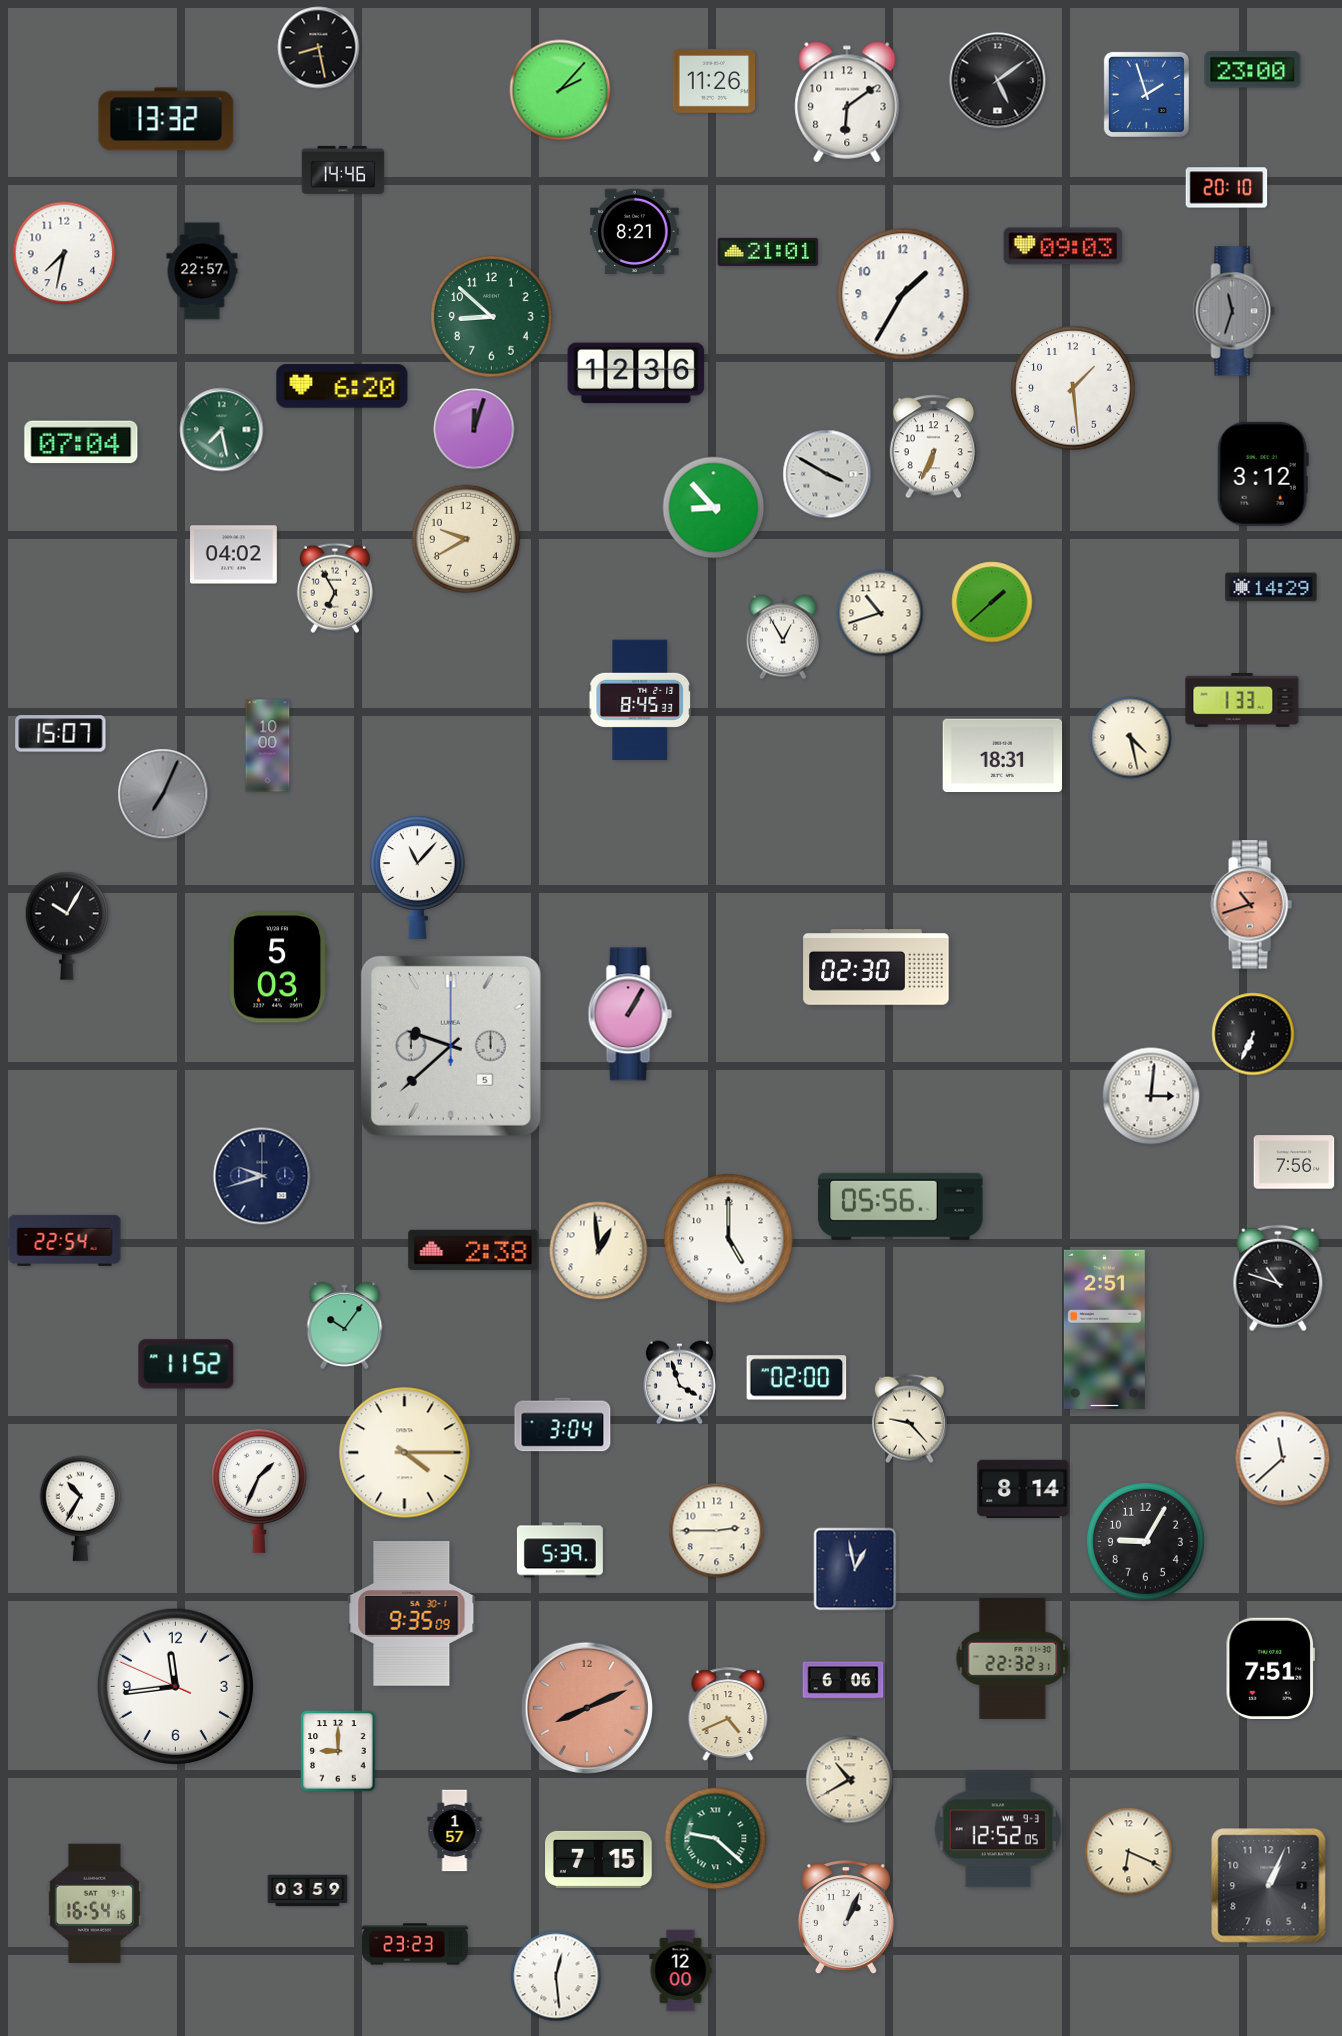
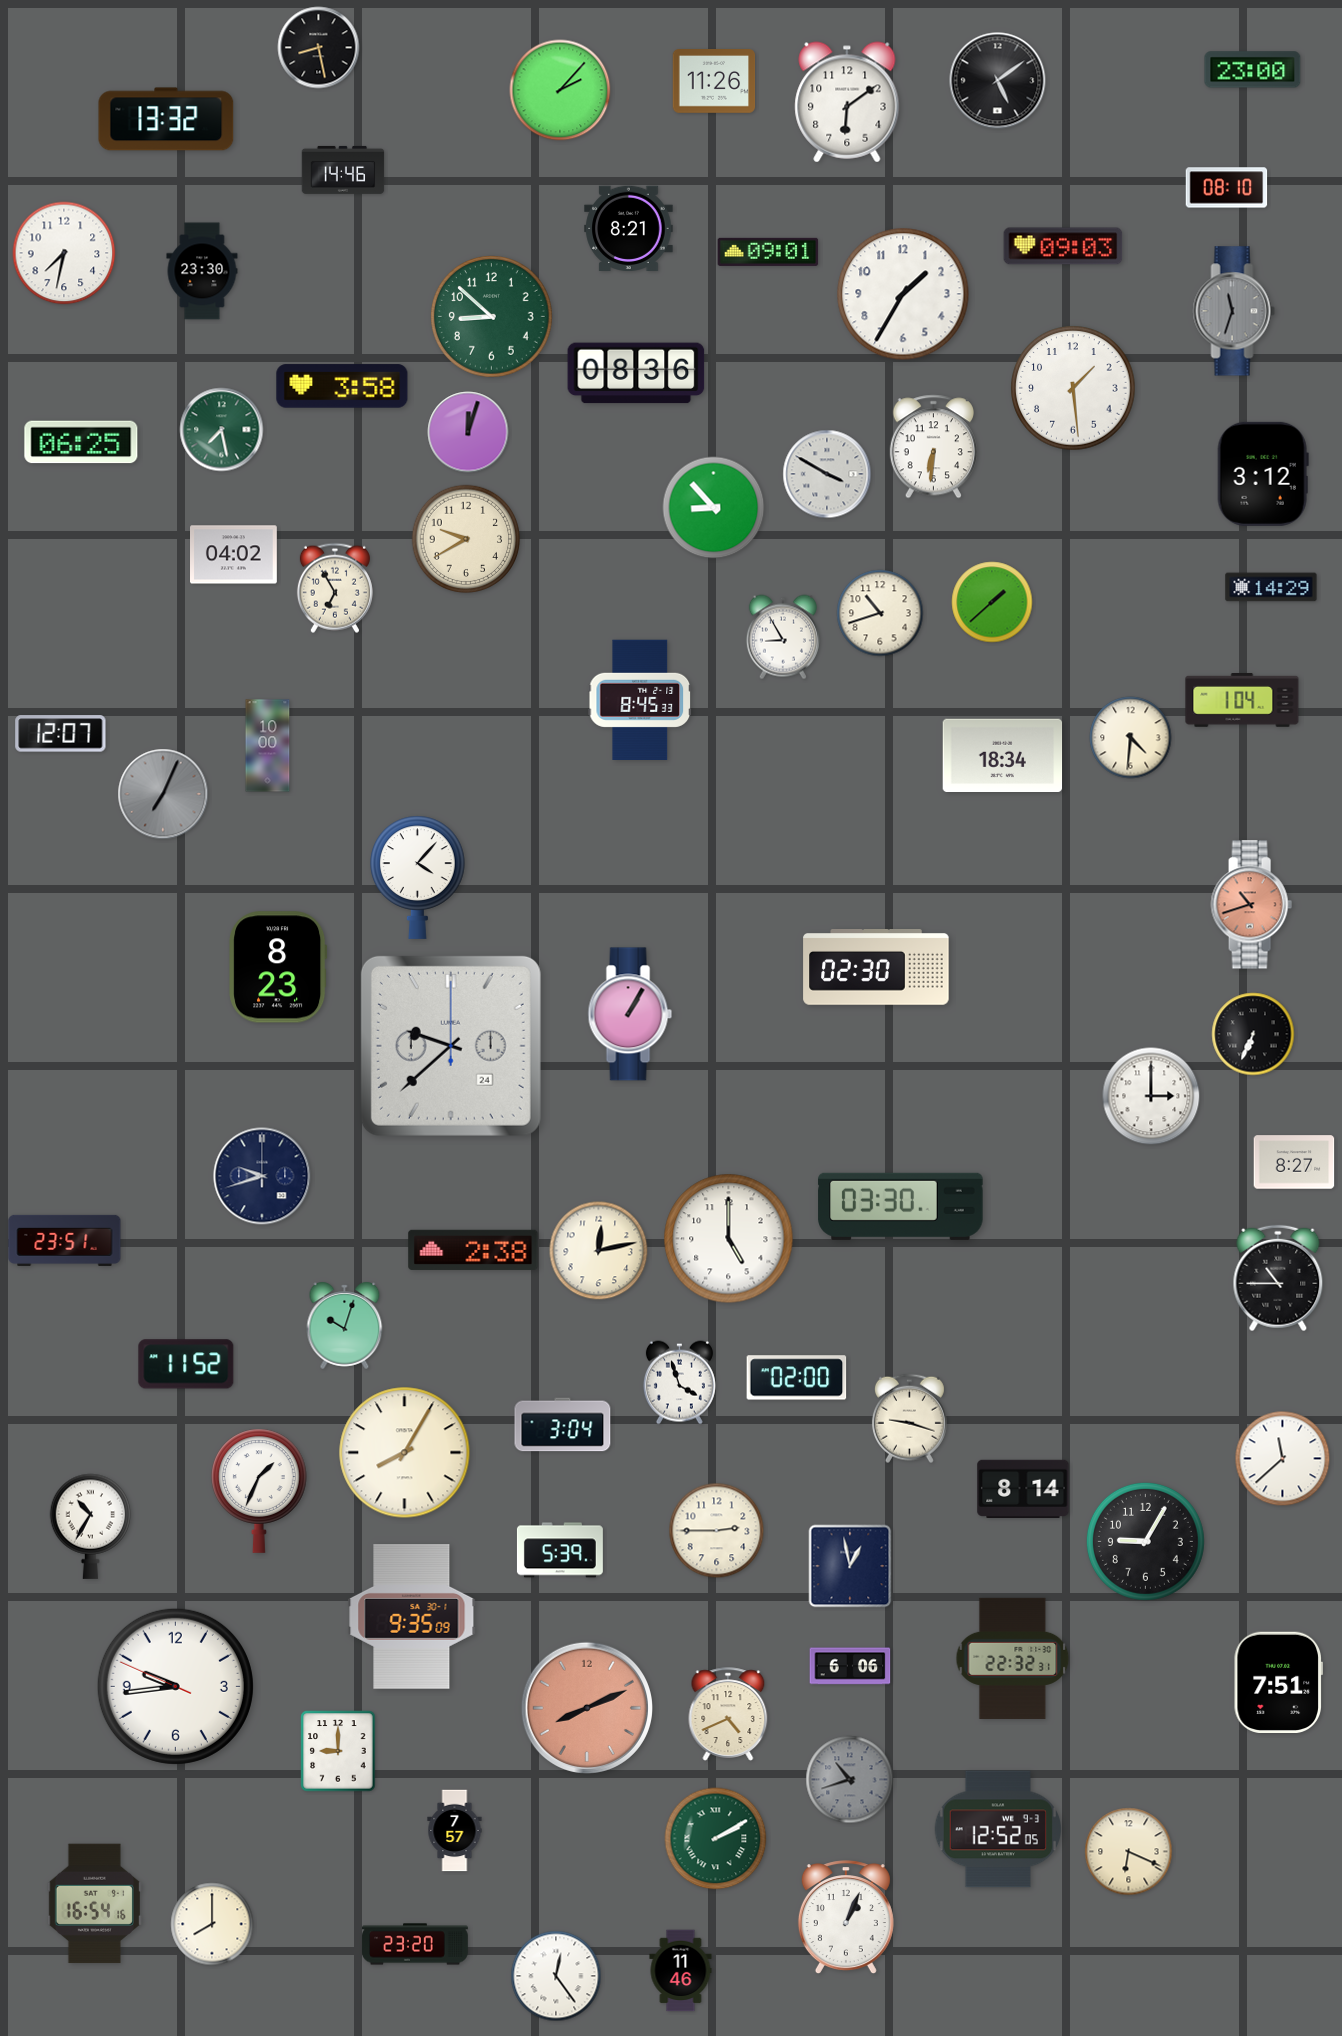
clock at (1146, 94): 1:57 -> none
clock at (1227, 188): 20:10 -> 08:10
clock at (635, 231) position: (635, 231) -> (629, 228)
clock at (768, 252): 21:01 -> 09:01
clock at (202, 271): 22:57 -> 23:30
clock at (636, 373): 12:36 -> 08:36
clock at (342, 386): 6:20 -> 3:58
clock at (474, 429) position: (474, 429) -> (468, 432)
clock at (81, 442): 07:04 -> 06:25
clock at (933, 447): 6:34 -> 6:31
clock at (783, 637): 12:55 -> 8:55
clock at (1242, 701): 1:33 -> 1:04
clock at (61, 734): 15:07 -> 12:07
clock at (1131, 738): 4:28 -> 4:31
clock at (1003, 755): 18:31 -> 18:34
clock at (418, 877): 11:07 -> 4:07
clock at (66, 926): 10:05 -> none
clock at (278, 967): 5:03 -> 8:23
clock at (451, 1046) date: 5 -> 24
clock at (1151, 1096): 3:01 -> 3:00
clock at (1294, 1162): 7:56 -> 8:27
clock at (901, 1206): 05:56 -> 03:30
clock at (65, 1240): 22:54 -> 23:51
clock at (599, 1251): 12:59 -> 12:13
clock at (1278, 1278): 10:48 -> 10:45
clock at (345, 1325): 10:06 -> 10:03
clock at (1104, 1329): 2:51 -> none
clock at (909, 1419): 9:23 -> 9:18
clock at (405, 1453): 4:15 -> 8:05
clock at (81, 1508) position: (81, 1508) -> (91, 1526)
clock at (855, 1569) position: (855, 1569) -> (850, 1566)
clock at (412, 1614) position: (412, 1614) -> (412, 1617)
clock at (1270, 1668) position: (1270, 1668) -> (1278, 1682)
clock at (843, 1680) position: (843, 1680) -> (850, 1666)
clock at (175, 1686): 11:43 -> 9:43
clock at (850, 1780): 10:40 -> 10:42
clock at (850, 1780) dial: cream -> grey
clock at (455, 1831): 1:57 -> 7:57
clock at (716, 1839): 9:22 -> 2:10
clock at (599, 1859): 7:15 -> none
clock at (1269, 1886): 1:04 -> none
clock at (308, 1891): 03:59 -> none
clock at (212, 1924): none -> 8:00
clock at (415, 1944): 23:23 -> 23:20
clock at (681, 1971): 12:00 -> 11:46
clock at (556, 1976): 12:29 -> 12:24
